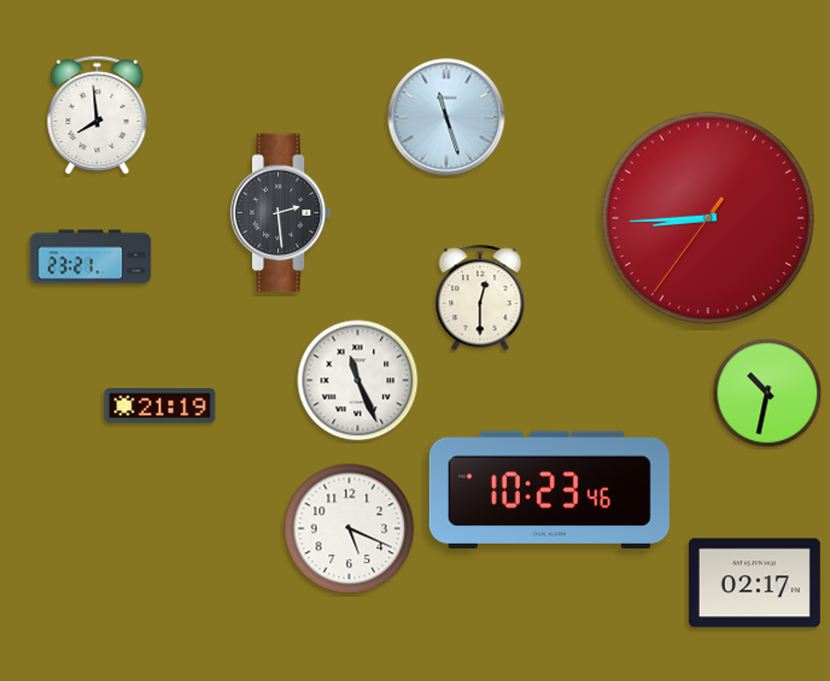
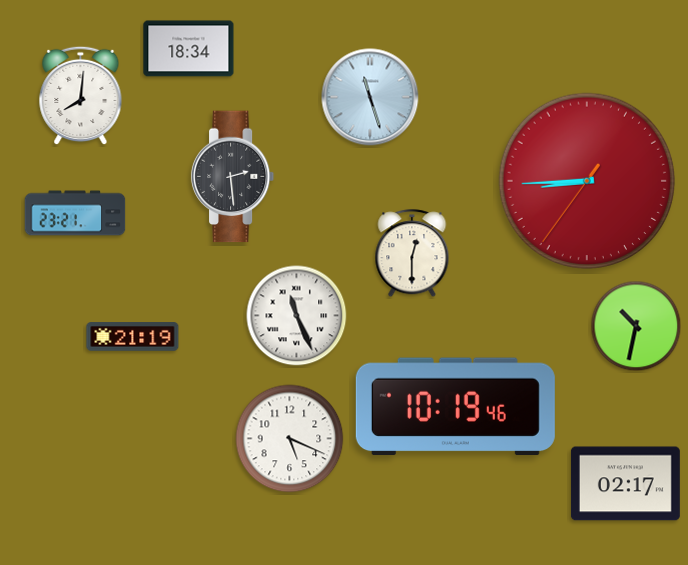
clock at (189, 49): none -> 18:34
clock at (98, 116): 7:59 -> 8:01
clock at (480, 299) position: (480, 299) -> (412, 254)
clock at (549, 491): 10:23 -> 10:19
